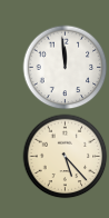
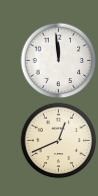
clock at (66, 157): 5:23 -> 12:41
